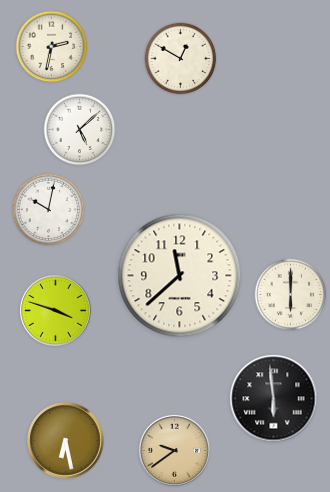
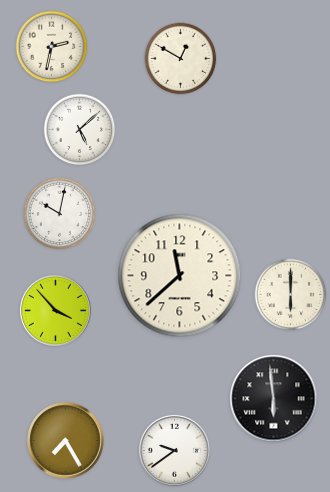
clock at (49, 210) position: (49, 210) -> (60, 214)
clock at (55, 310): 3:48 -> 3:53
clock at (66, 441): 6:28 -> 7:25
clock at (174, 450) dial: champagne -> white
